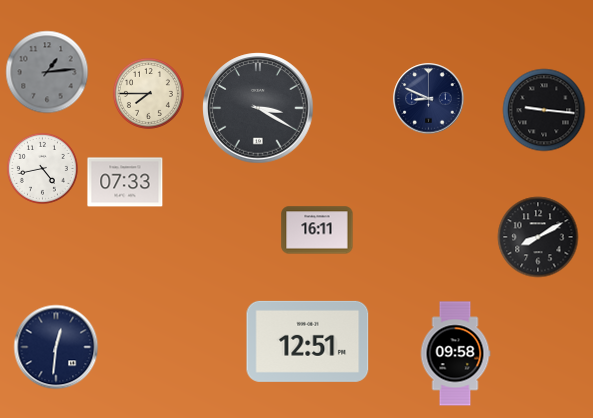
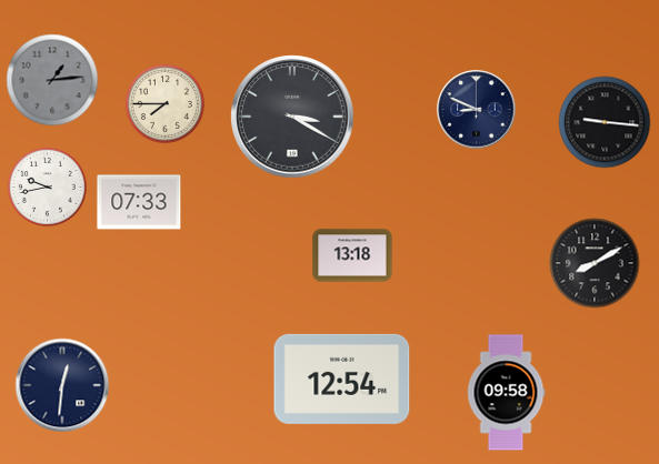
clock at (258, 108) position: (258, 108) -> (292, 117)
clock at (42, 168): 4:43 -> 9:43
clock at (317, 230): 16:11 -> 13:18
clock at (538, 237) position: (538, 237) -> (595, 263)
clock at (308, 341): 12:51 -> 12:54
